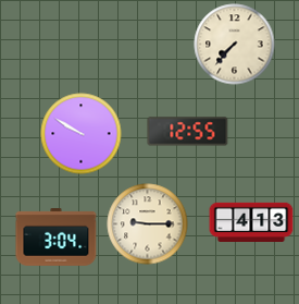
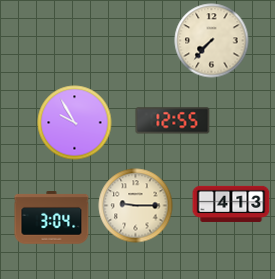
clock at (235, 45) position: (235, 45) -> (212, 41)
clock at (82, 134): 9:50 -> 9:55
